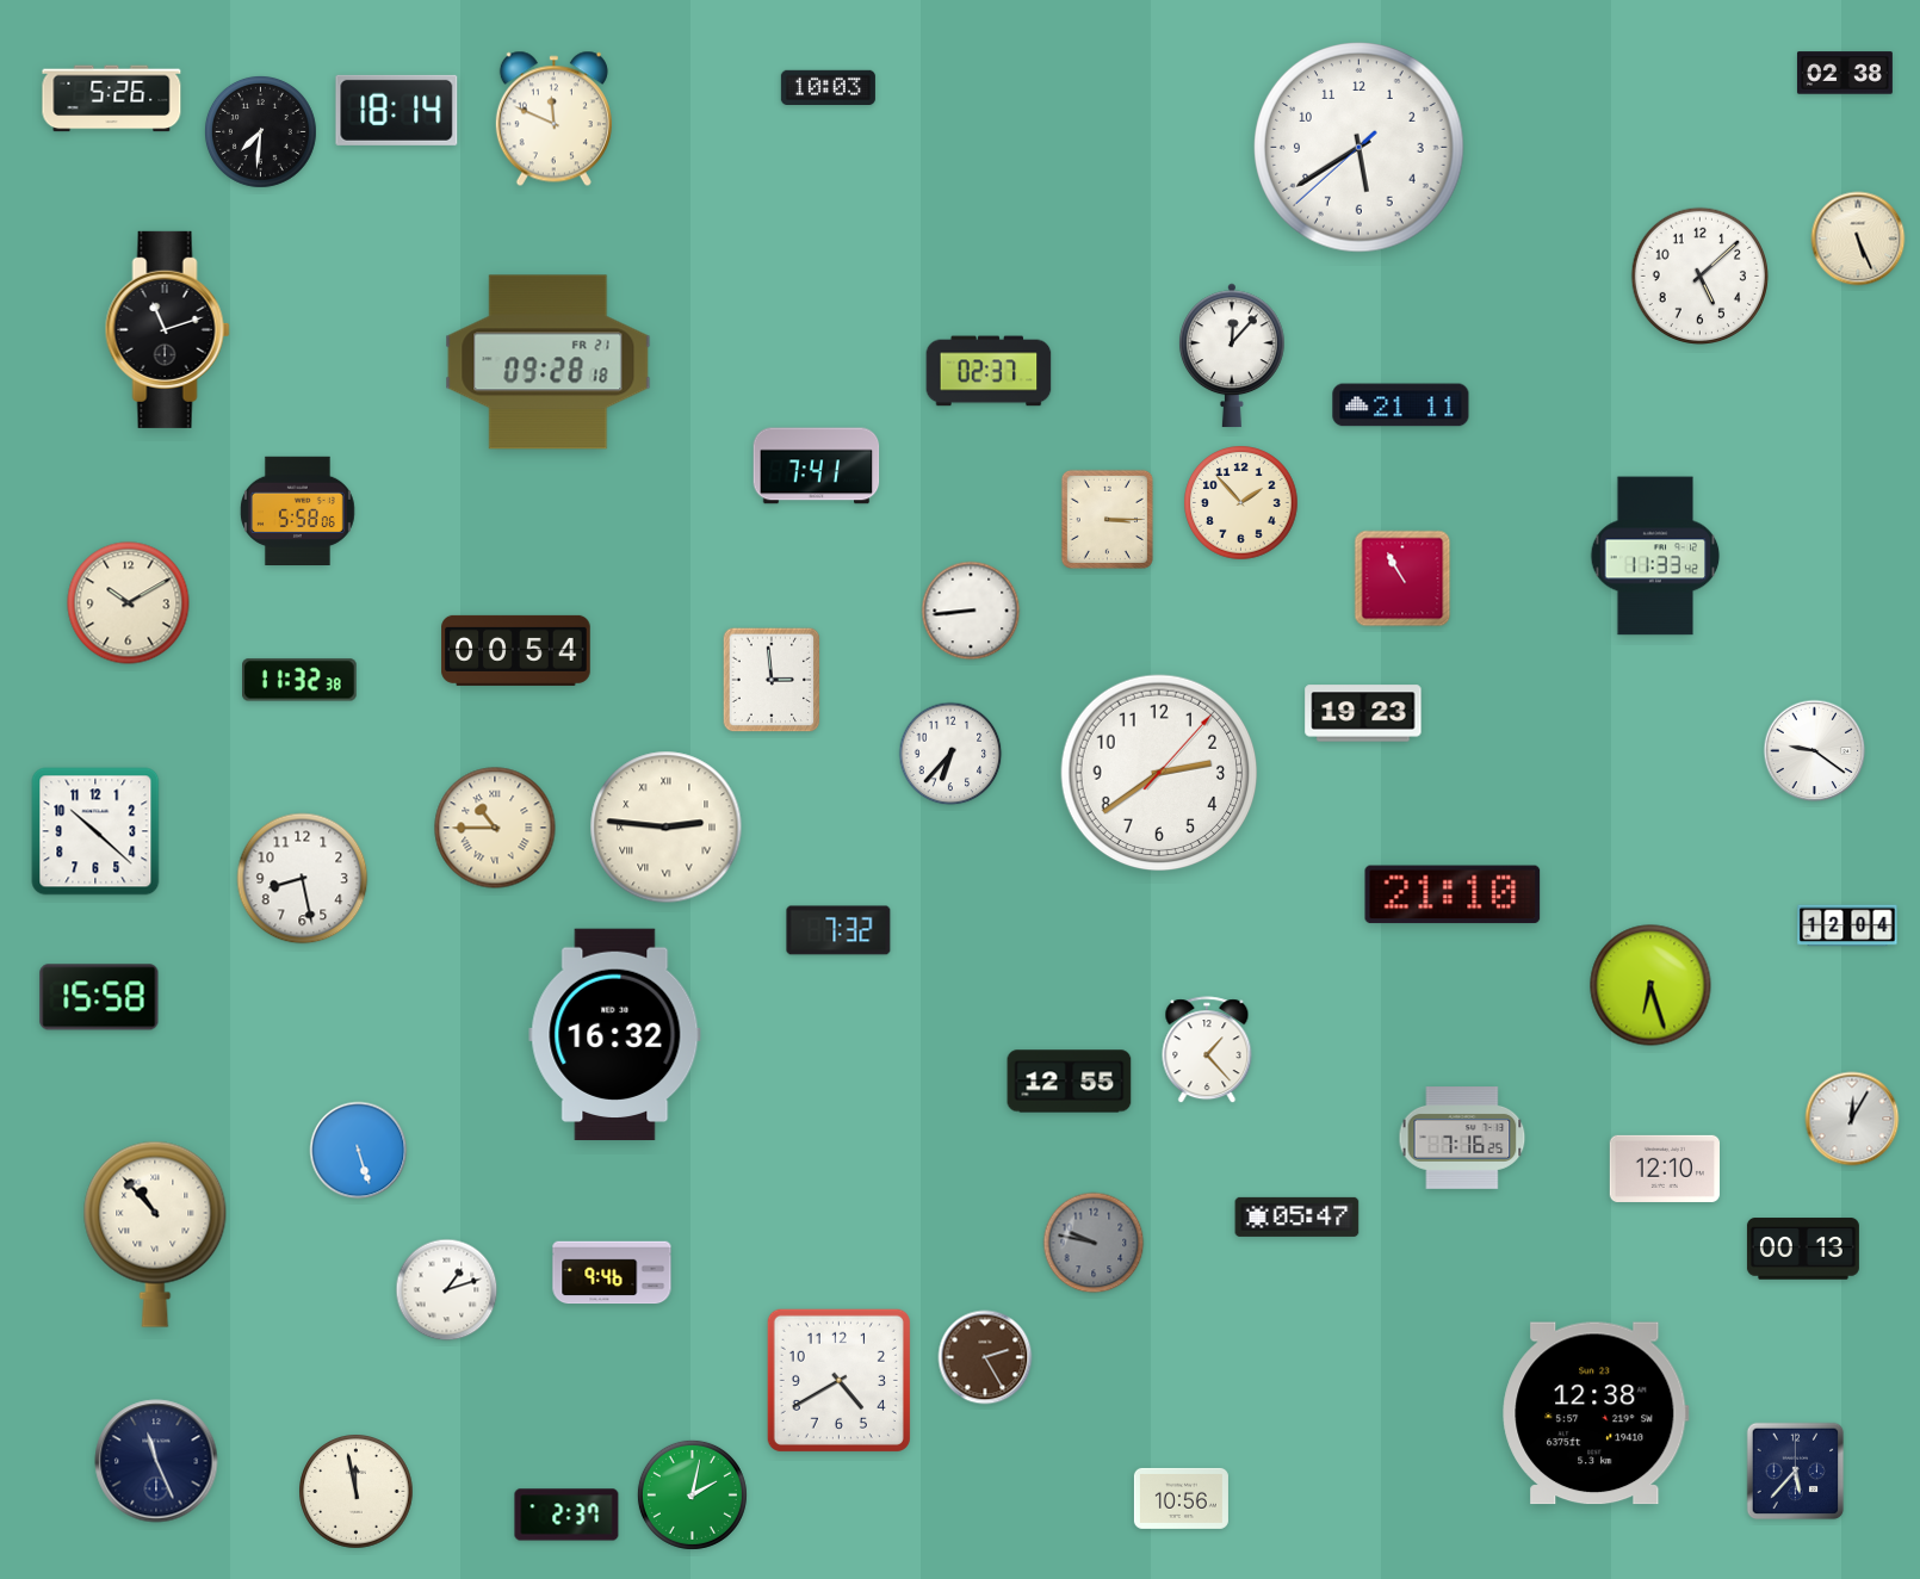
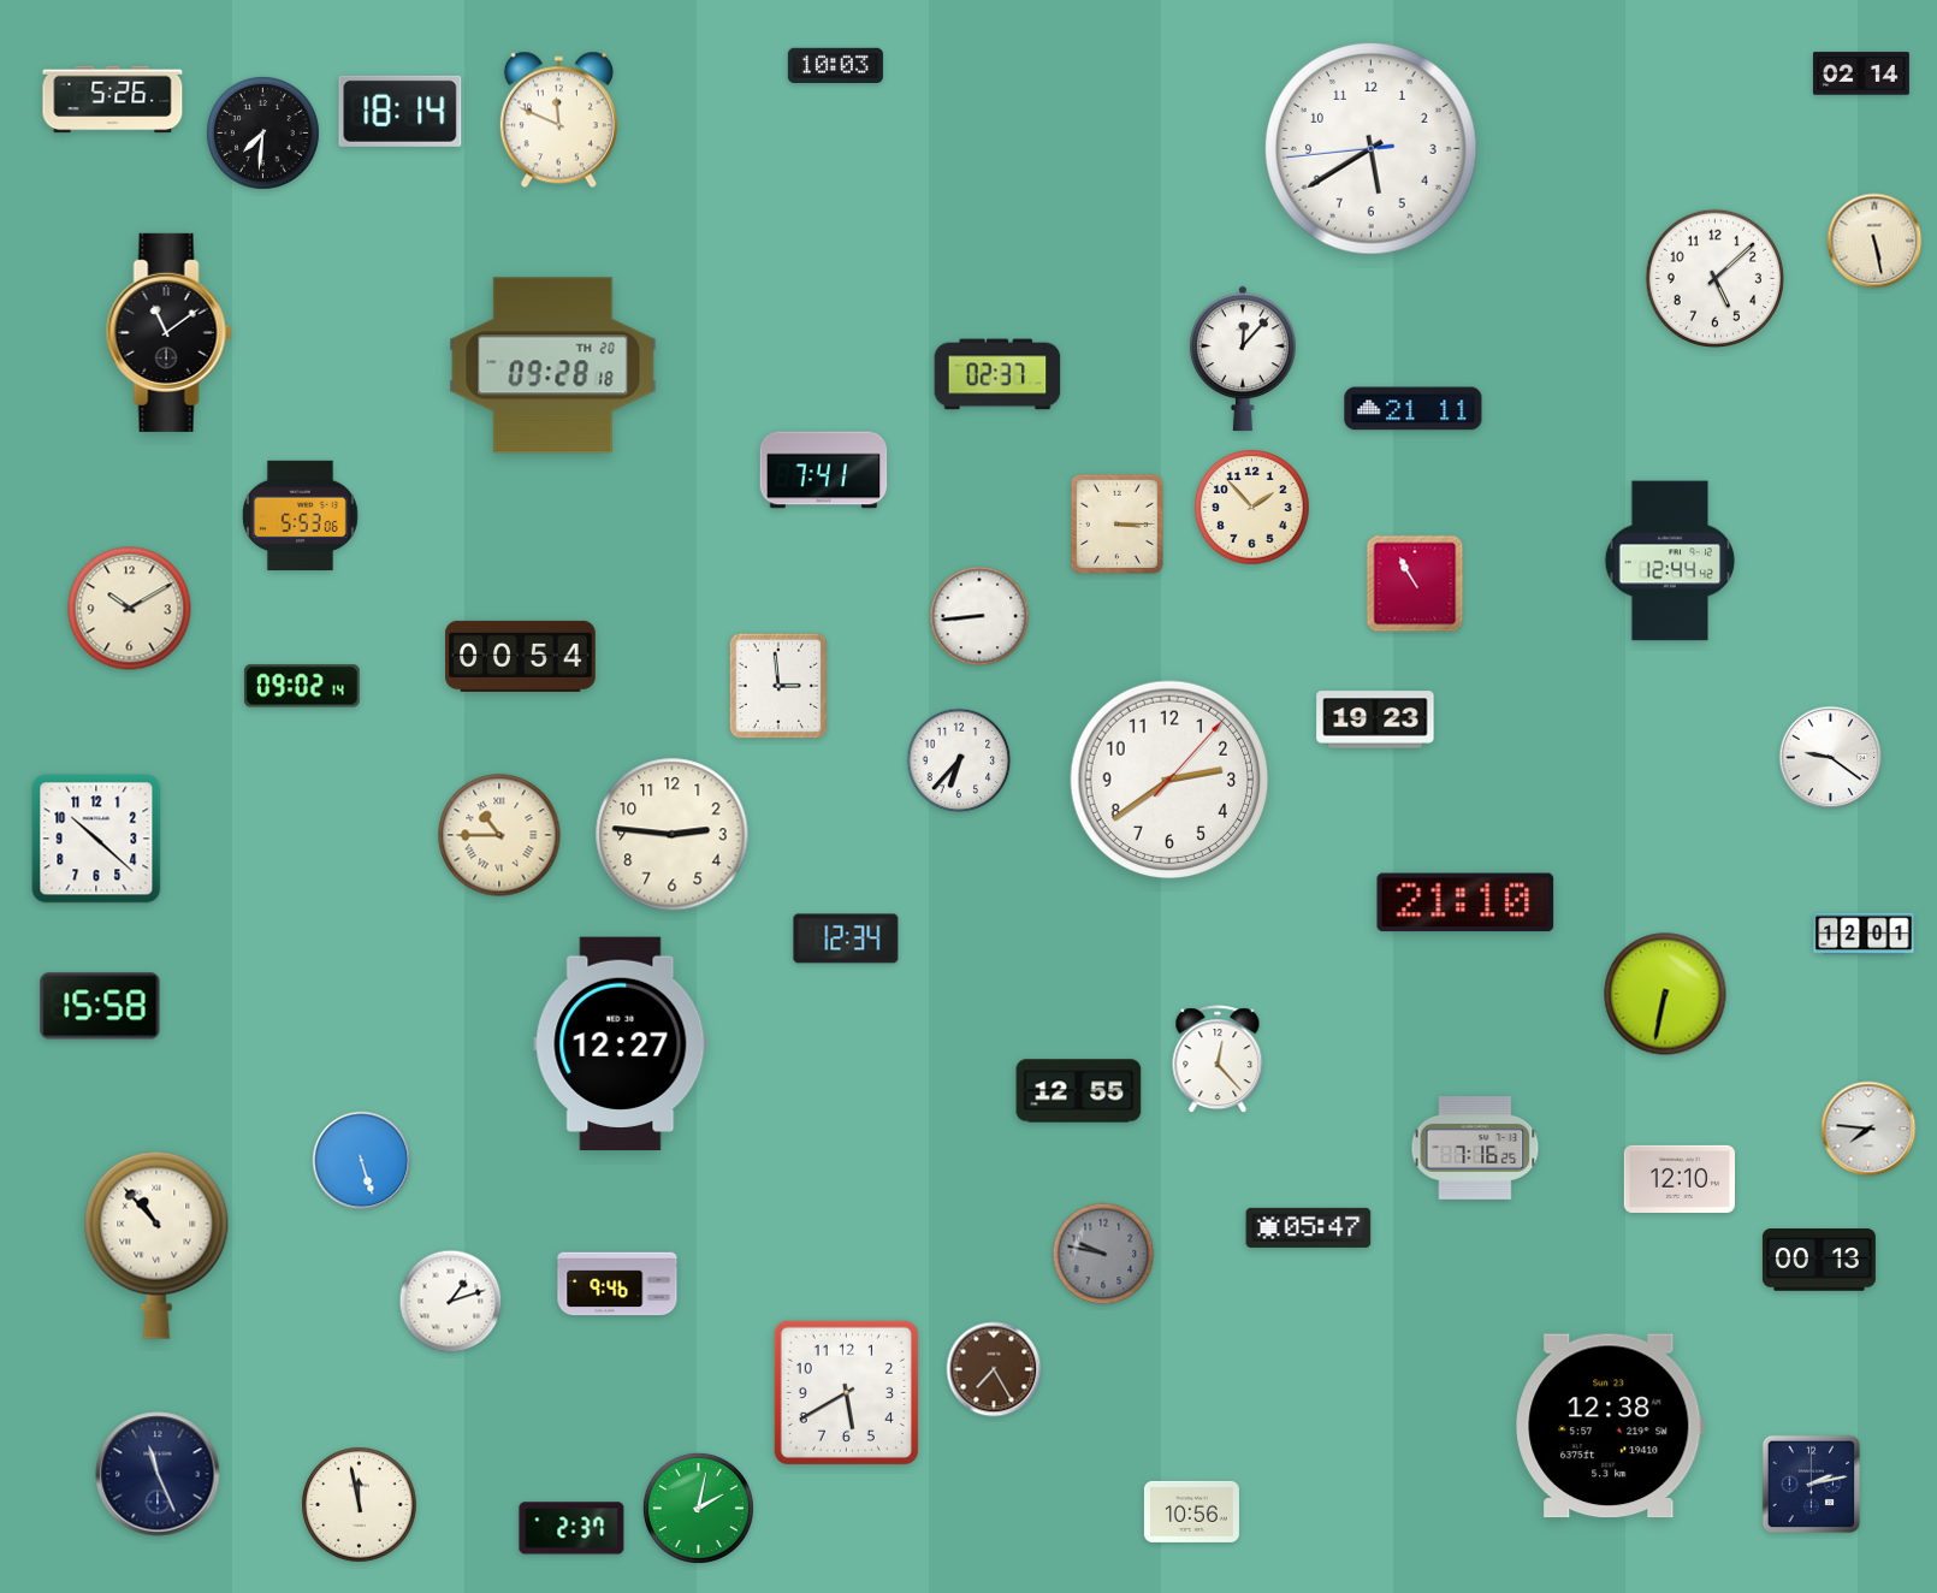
clock at (1845, 73): 02:38 -> 02:14
clock at (828, 87) position: (828, 87) -> (835, 65)
clock at (1360, 148): 5:39:38 -> 5:39:44
clock at (1858, 239): 5:26 -> 5:28
clock at (167, 329): 11:12 -> 11:09
clock at (549, 363) date: FR 21 -> TH 20
clock at (297, 510): 5:58 -> 5:53
clock at (1655, 556): 11:33 -> 12:44
clock at (301, 680): 11:32 -> 09:02
clock at (667, 828) numerals: Roman -> Arabic
clock at (303, 879): 8:28 -> none
clock at (1847, 925): 12:04 -> 12:01
clock at (838, 930): 7:32 -> 12:34
clock at (1650, 985): 6:27 -> 6:32
clock at (615, 1035): 16:32 -> 12:27
clock at (1207, 1051): 1:23 -> 12:23
clock at (1852, 1119): 12:05 -> 7:46
clock at (985, 1357): 2:25 -> 7:25
clock at (838, 1380): 4:40 -> 5:40
clock at (1796, 1472): 5:37 -> 2:13
